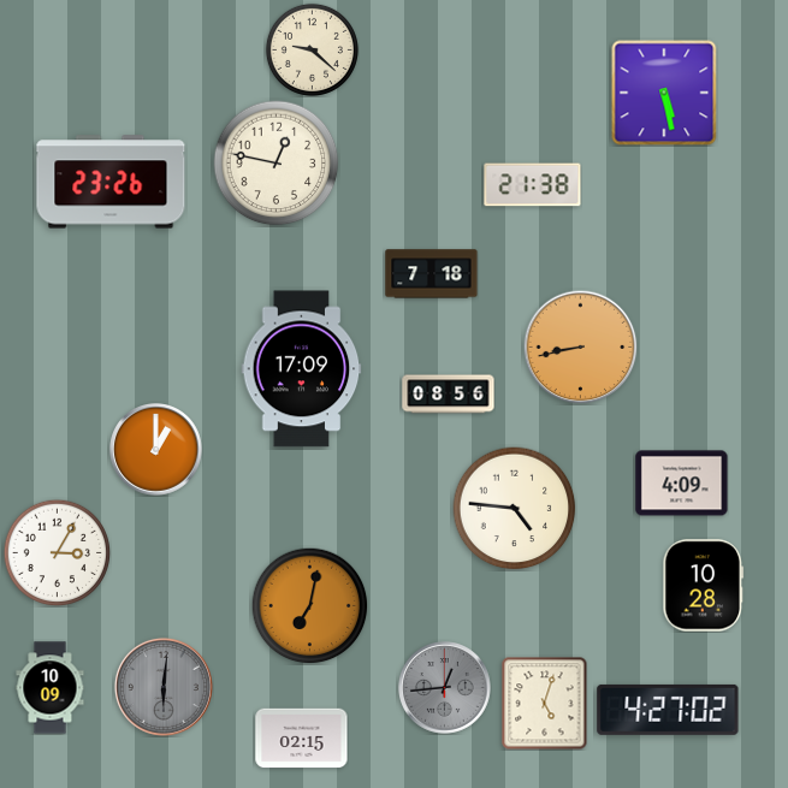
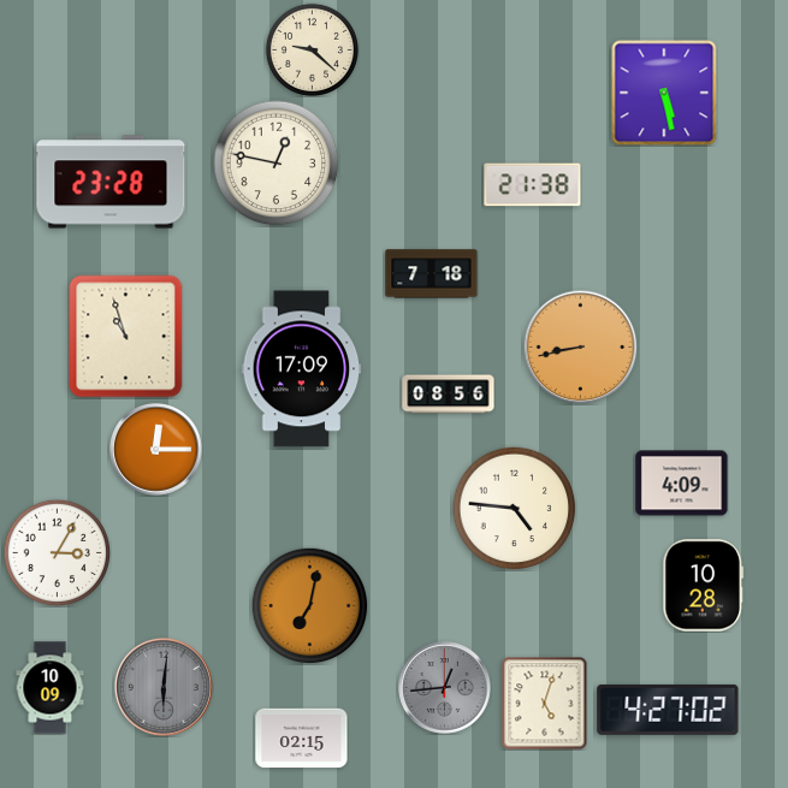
clock at (111, 182): 23:26 -> 23:28
clock at (126, 337): none -> 10:57
clock at (156, 450): 1:00 -> 12:15
